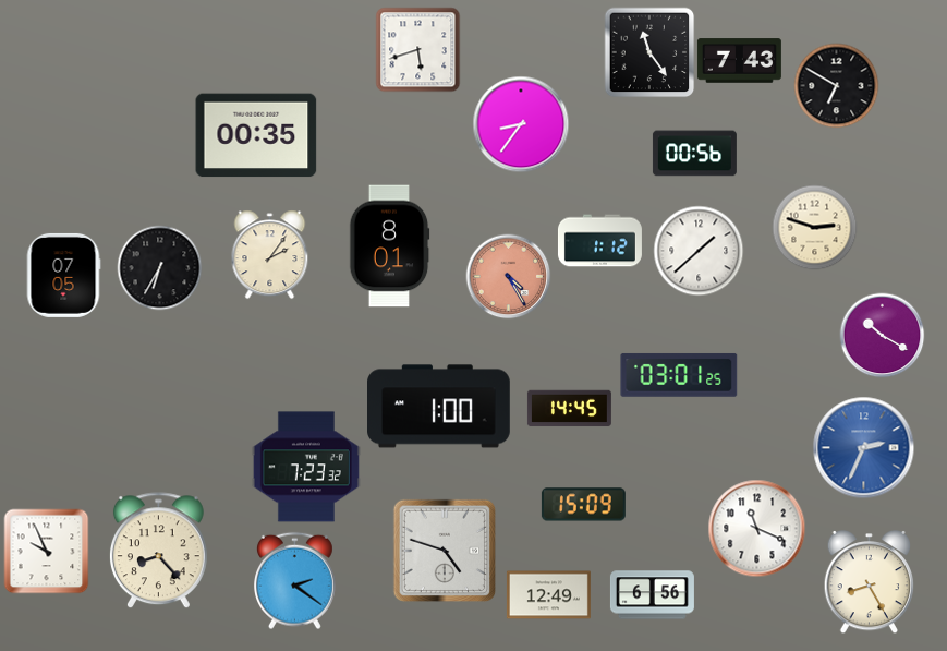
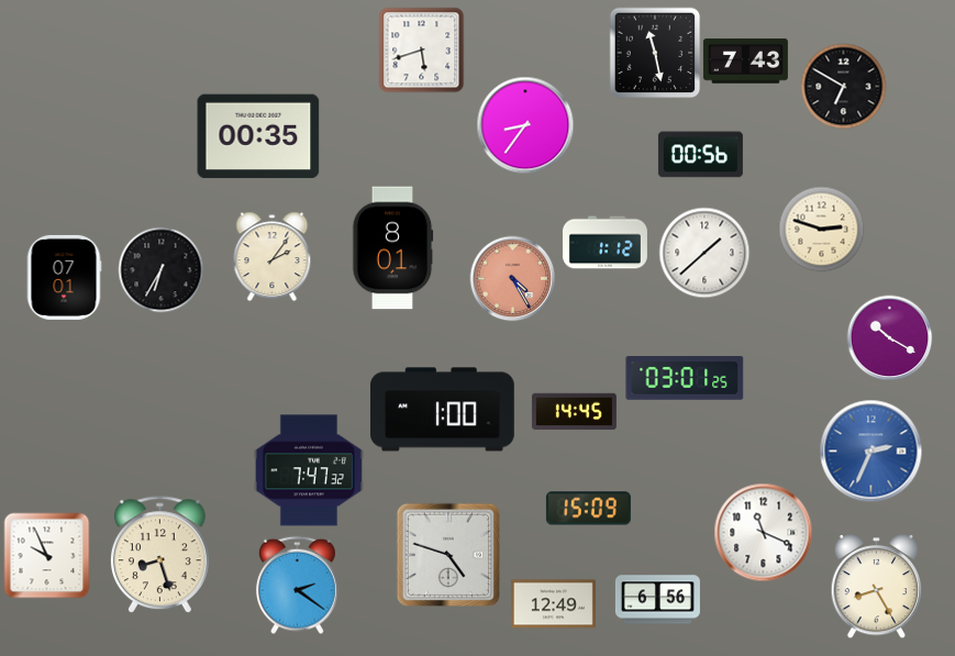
clock at (649, 52): 11:24 -> 11:28
clock at (63, 275): 07:05 -> 07:01
clock at (306, 467): 7:23 -> 7:47
clock at (158, 551): 8:23 -> 8:27
clock at (548, 595) position: (548, 595) -> (553, 604)
